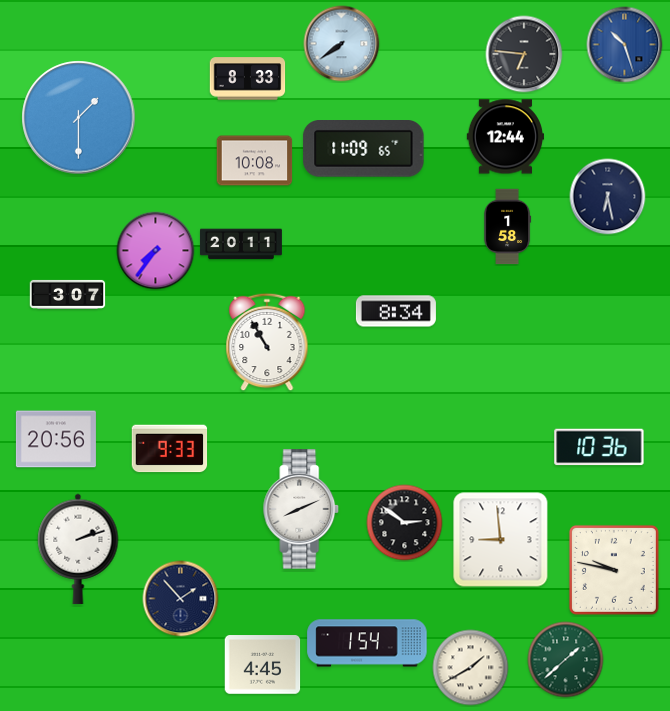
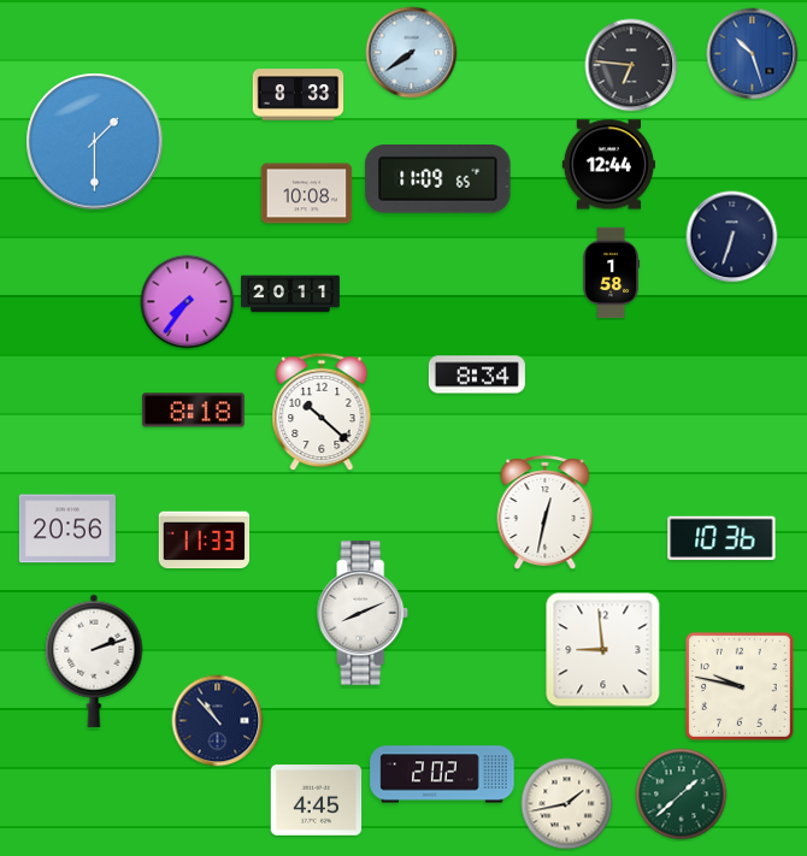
clock at (608, 197): 6:28 -> 6:33
clock at (68, 294): 3:07 -> none
clock at (194, 411): none -> 8:18
clock at (267, 342): 10:55 -> 10:22
clock at (546, 512): none -> 12:32
clock at (170, 449): 9:33 -> 11:33
clock at (405, 523): 2:51 -> none
clock at (181, 599): 1:53 -> 10:53
clock at (367, 643): 1:54 -> 2:02
clock at (471, 668): 1:40 -> 1:43
